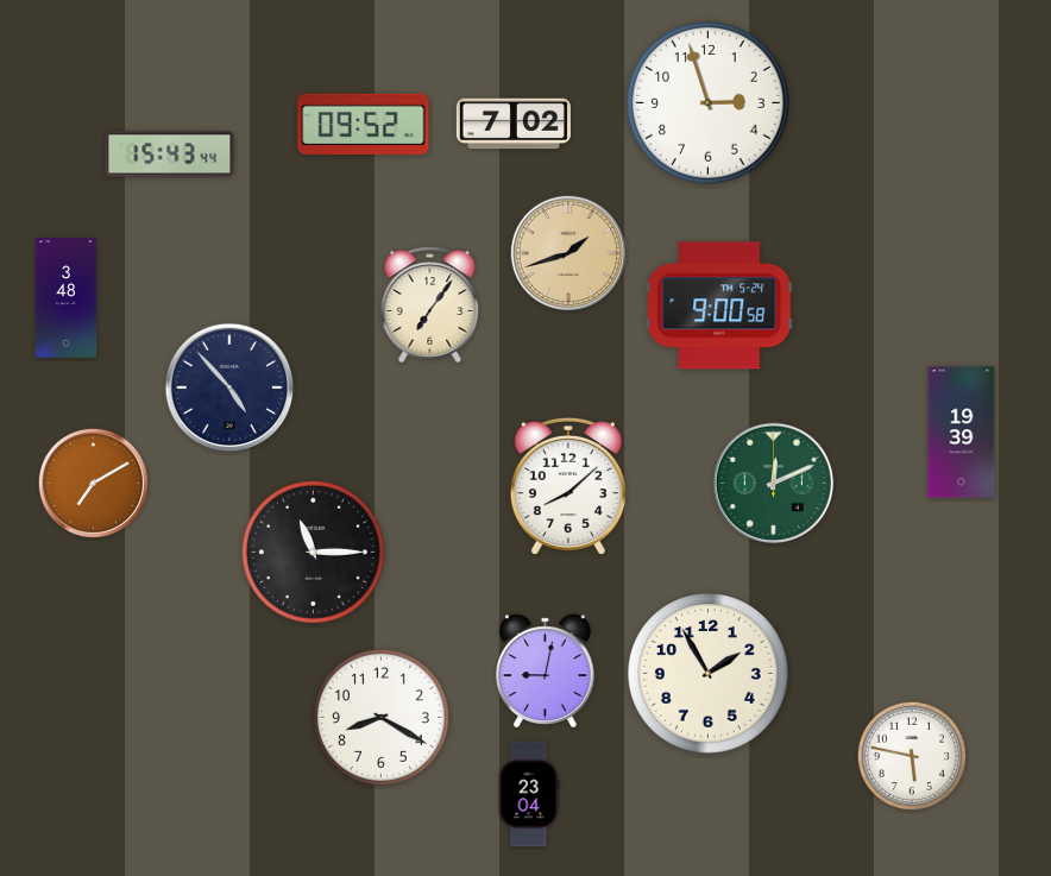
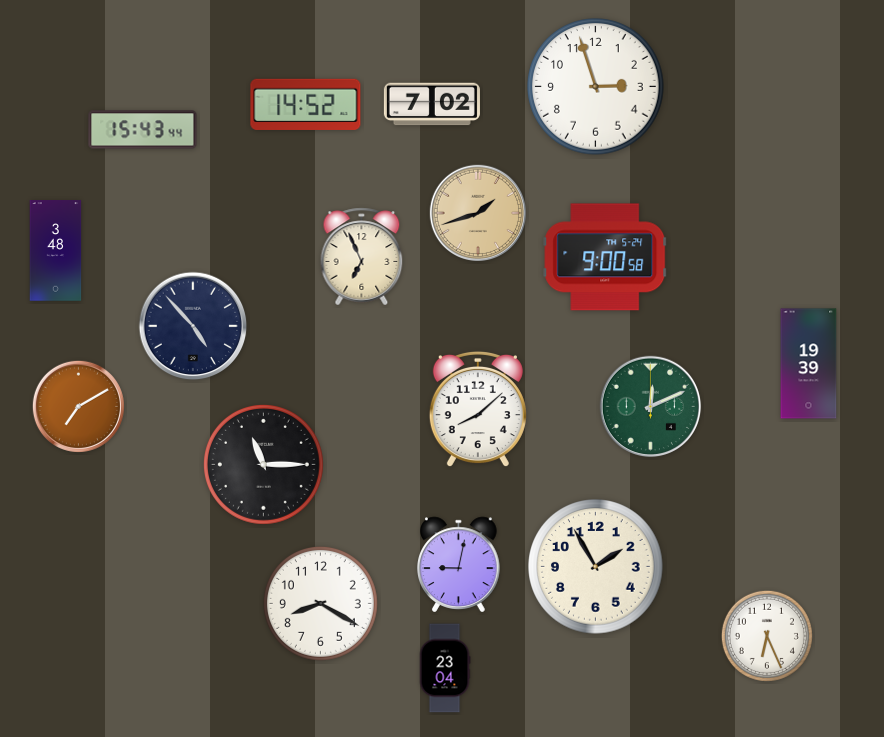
clock at (364, 124): 09:52 -> 14:52
clock at (430, 305): 7:06 -> 6:56
clock at (912, 756): 5:47 -> 6:26
